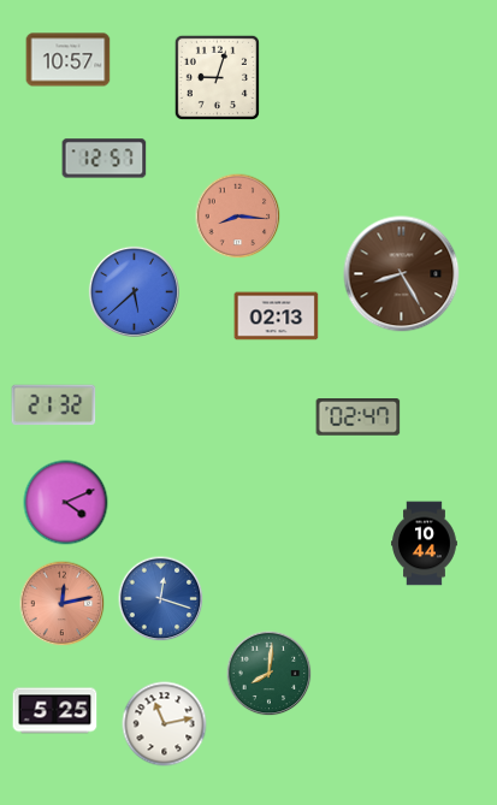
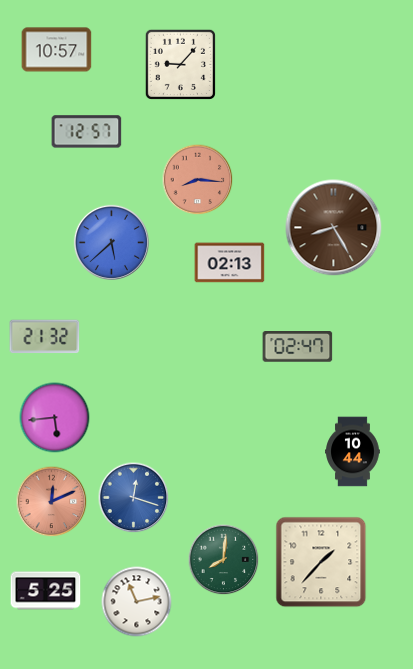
clock at (217, 77): 9:03 -> 9:07
clock at (66, 503): 4:11 -> 5:44
clock at (63, 604): 12:13 -> 12:11
clock at (321, 562): none -> 1:37
